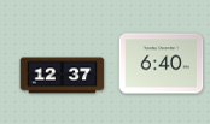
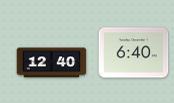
clock at (63, 76): 12:37 -> 12:40
